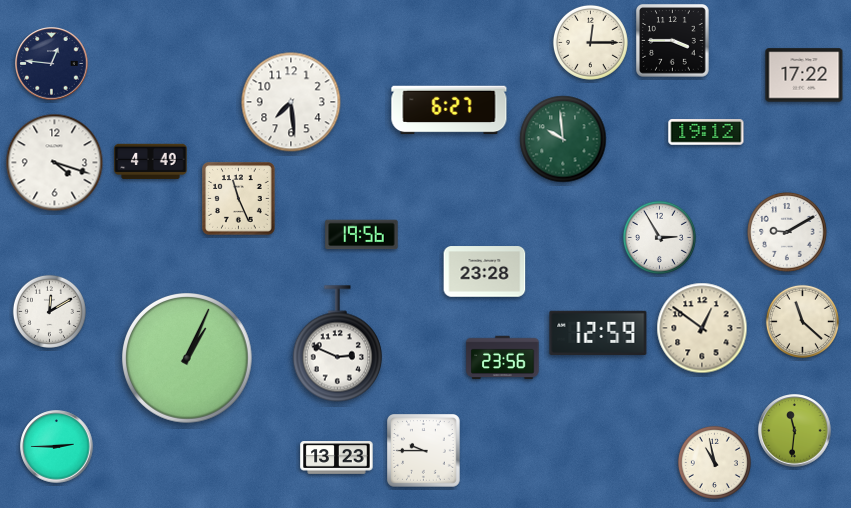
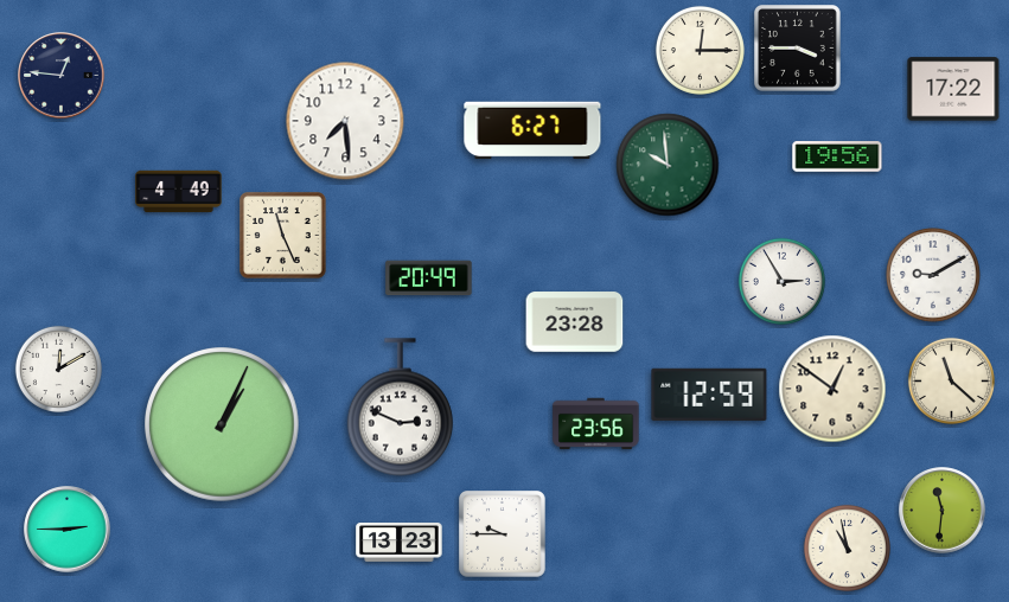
clock at (706, 132): 19:12 -> 19:56
clock at (55, 163): 4:18 -> none
clock at (362, 235): 19:56 -> 20:49
